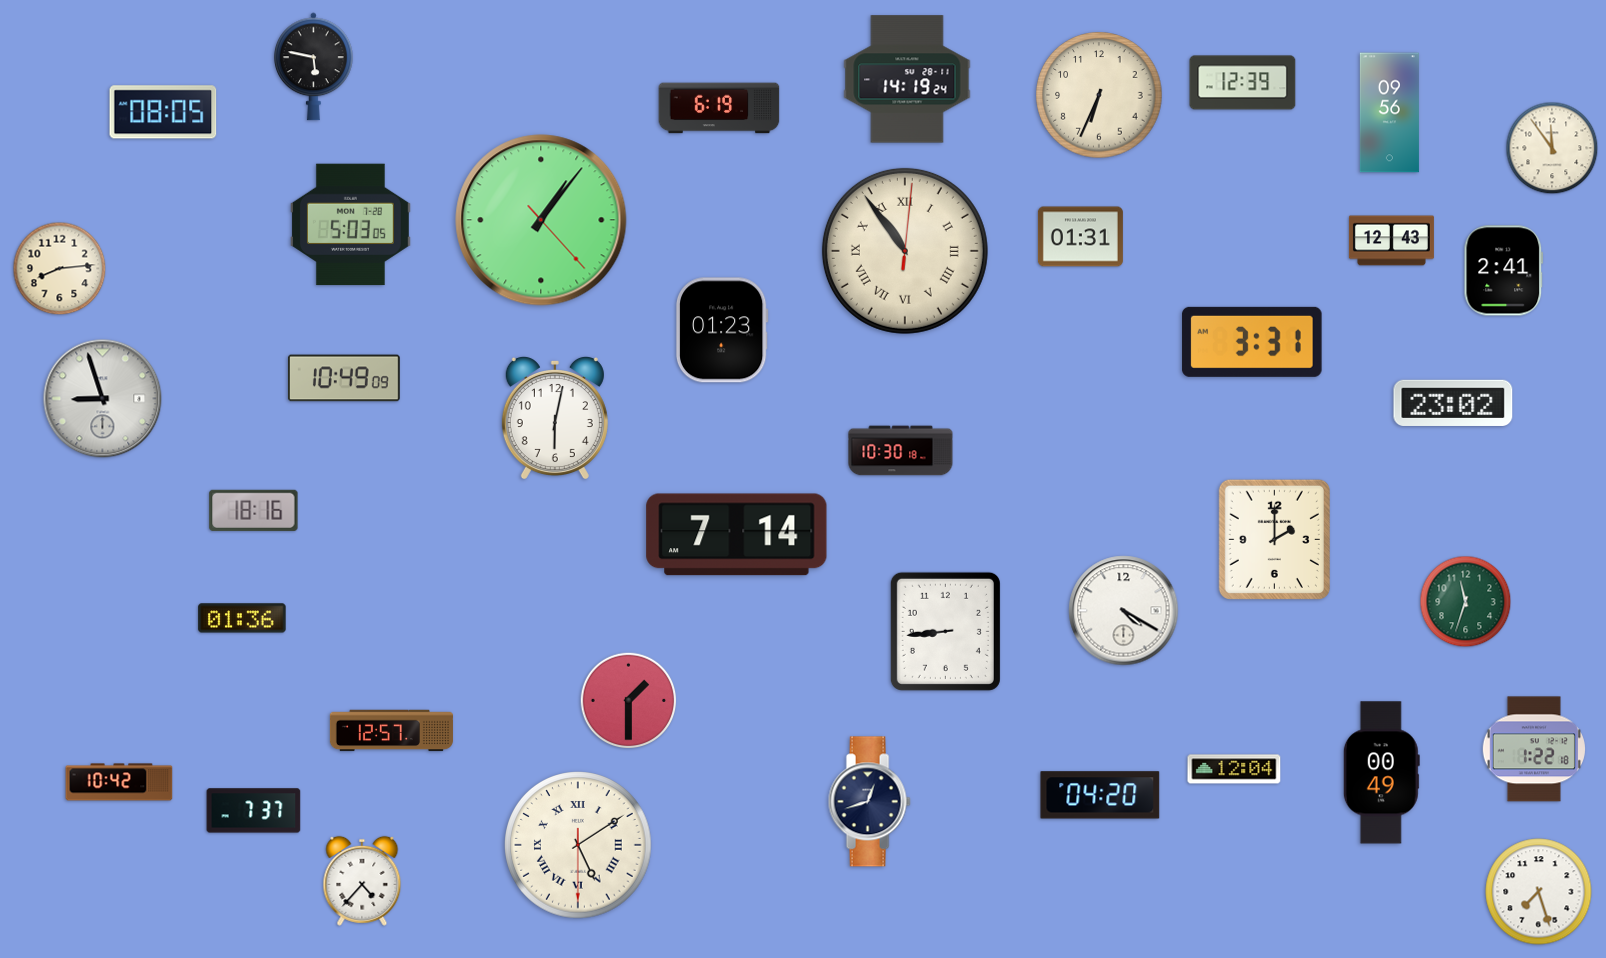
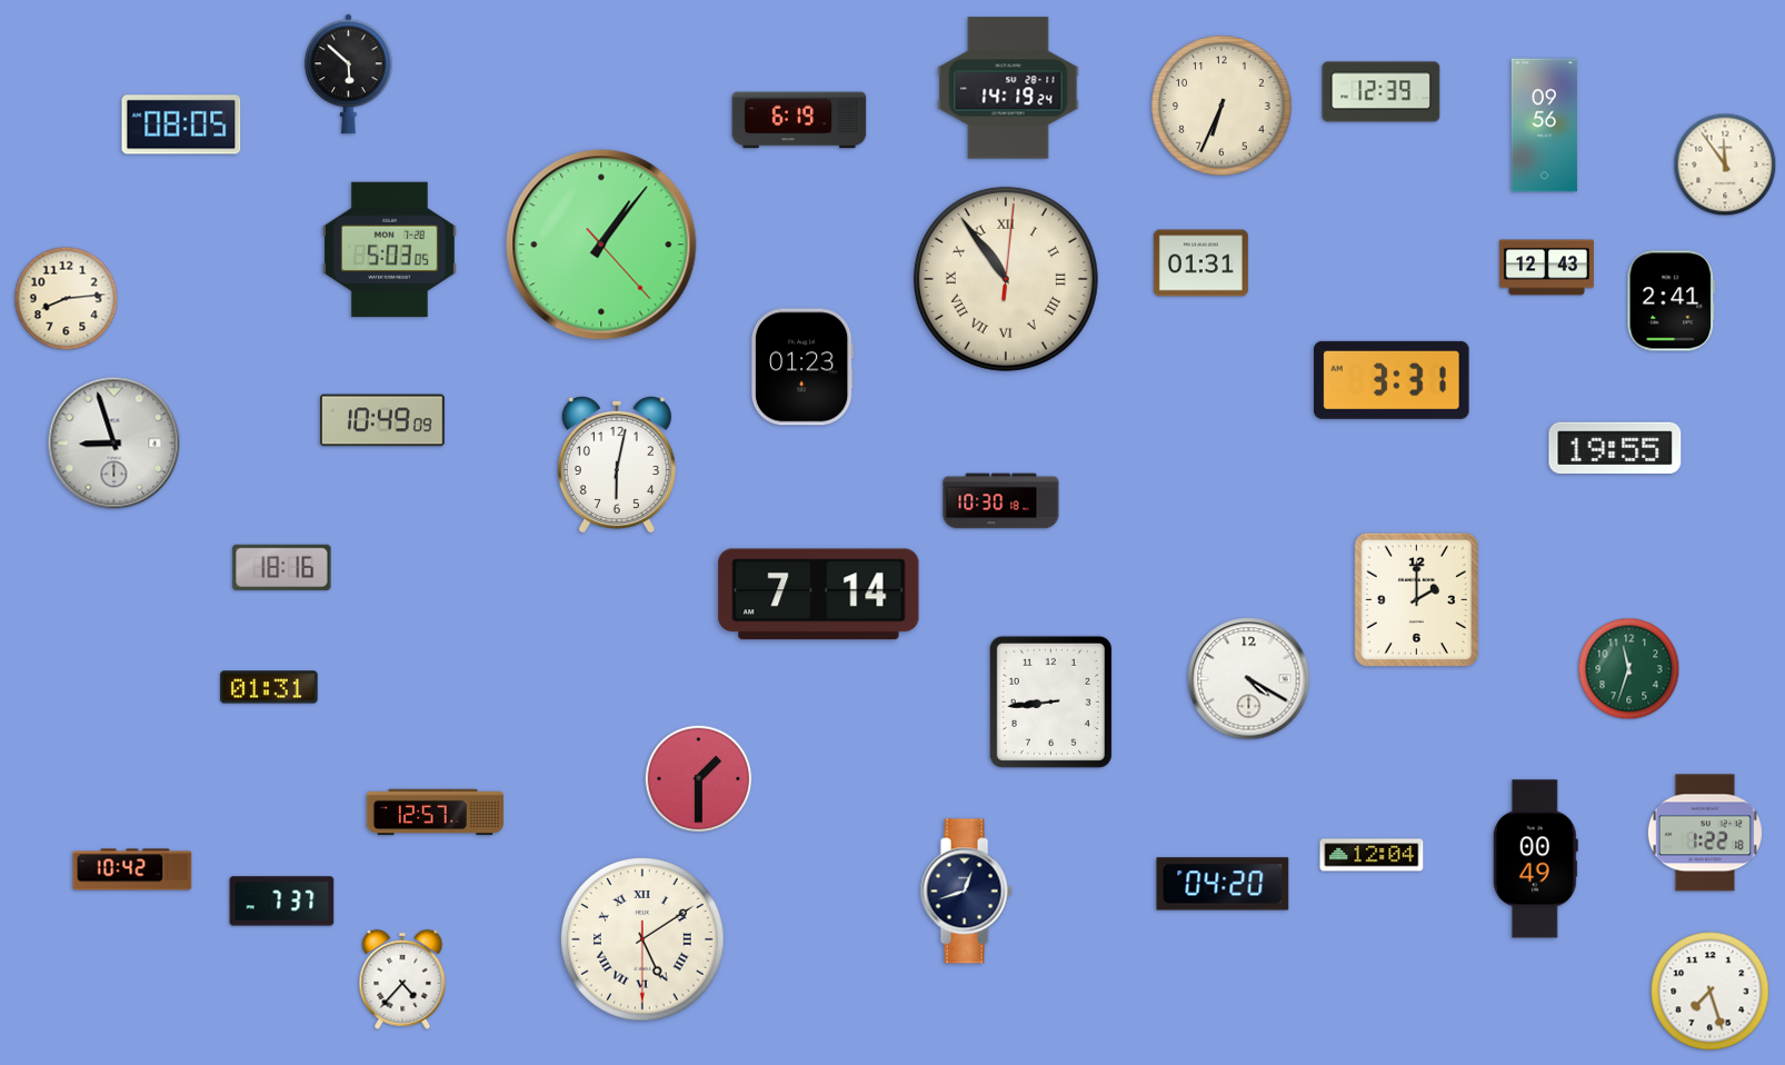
clock at (313, 67): 5:47 -> 5:52
clock at (1453, 403): 23:02 -> 19:55
clock at (242, 618): 01:36 -> 01:31
